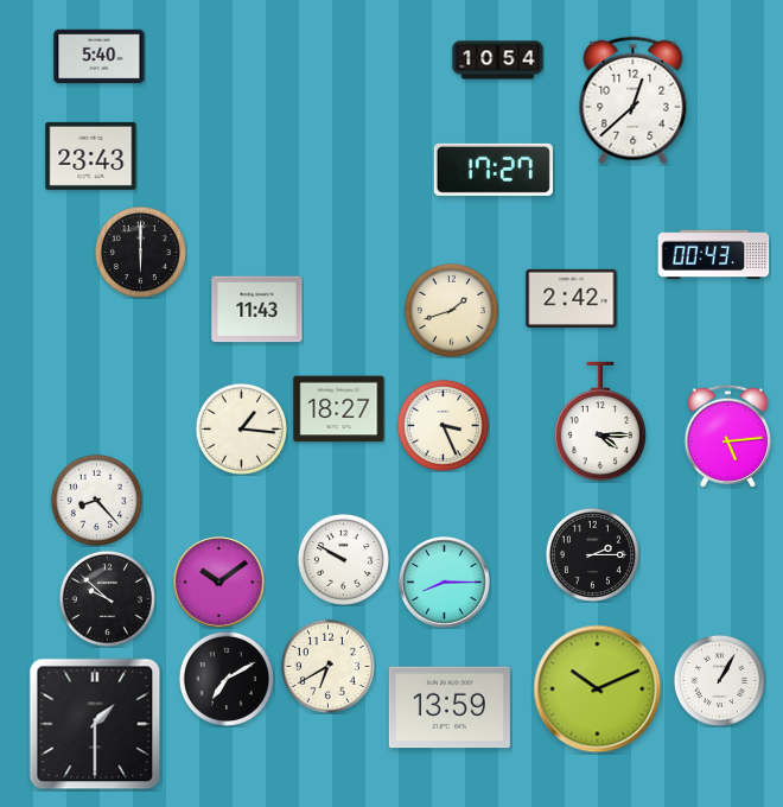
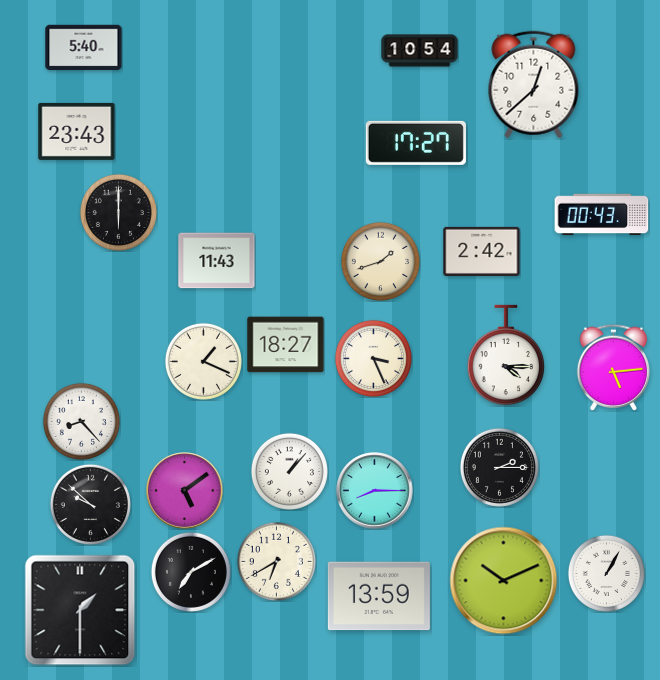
clock at (241, 428): 1:16 -> 1:19
clock at (343, 559): 9:50 -> 1:07
clock at (219, 583): 10:09 -> 5:09
